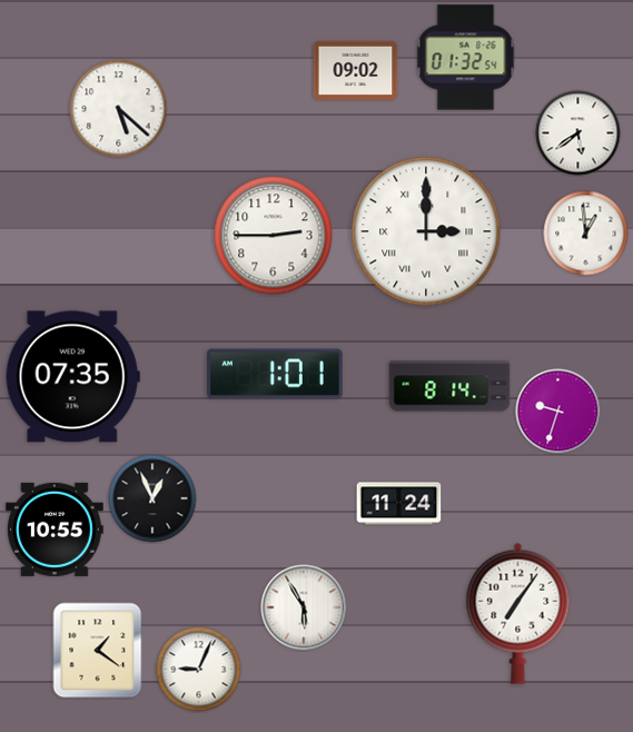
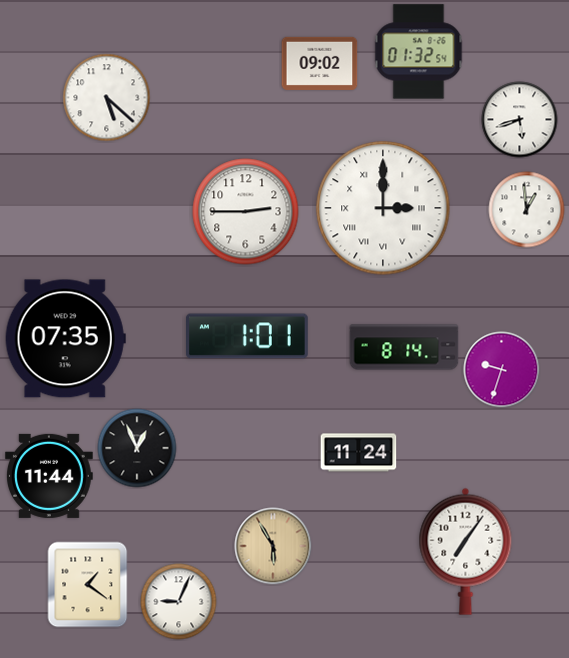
clock at (578, 133): 5:39 -> 5:42
clock at (56, 530): 10:55 -> 11:44
clock at (304, 607) dial: white -> champagne
